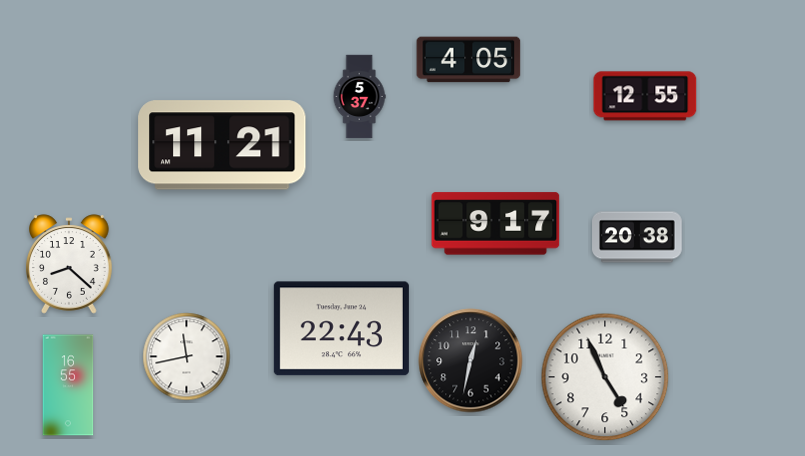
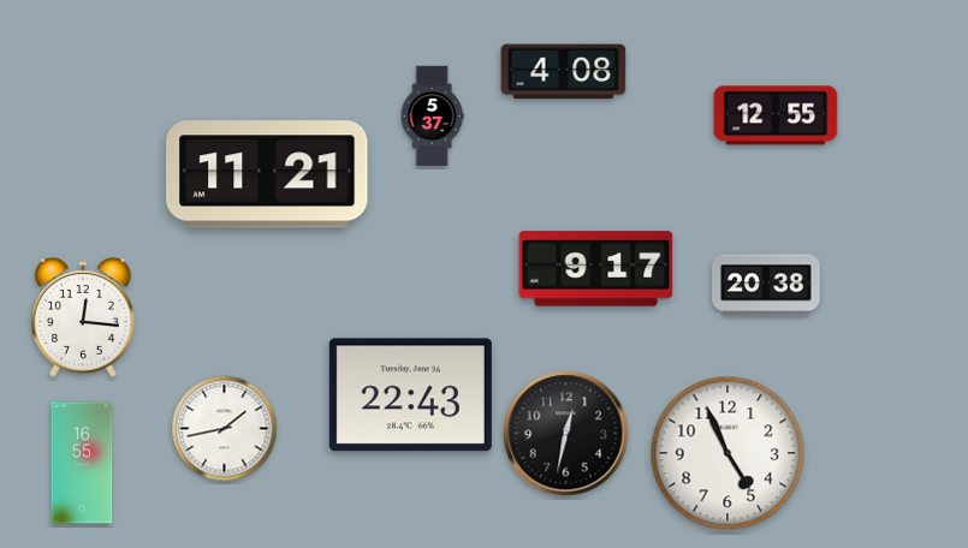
clock at (469, 60): 4:05 -> 4:08
clock at (70, 264): 8:22 -> 12:16
clock at (187, 357): 11:43 -> 1:43
